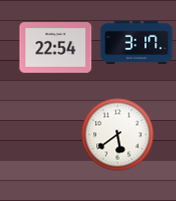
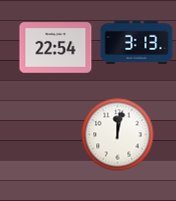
clock at (137, 42): 3:17 -> 3:13
clock at (118, 135): 5:39 -> 12:02
